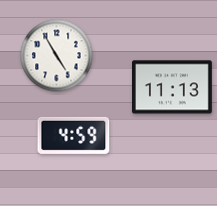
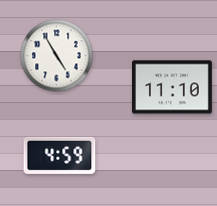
clock at (173, 87): 11:13 -> 11:10
clock at (74, 135) position: (74, 135) -> (60, 155)
